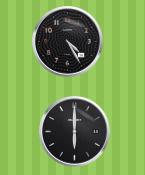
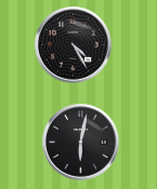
clock at (75, 132): 6:00 -> 6:02
